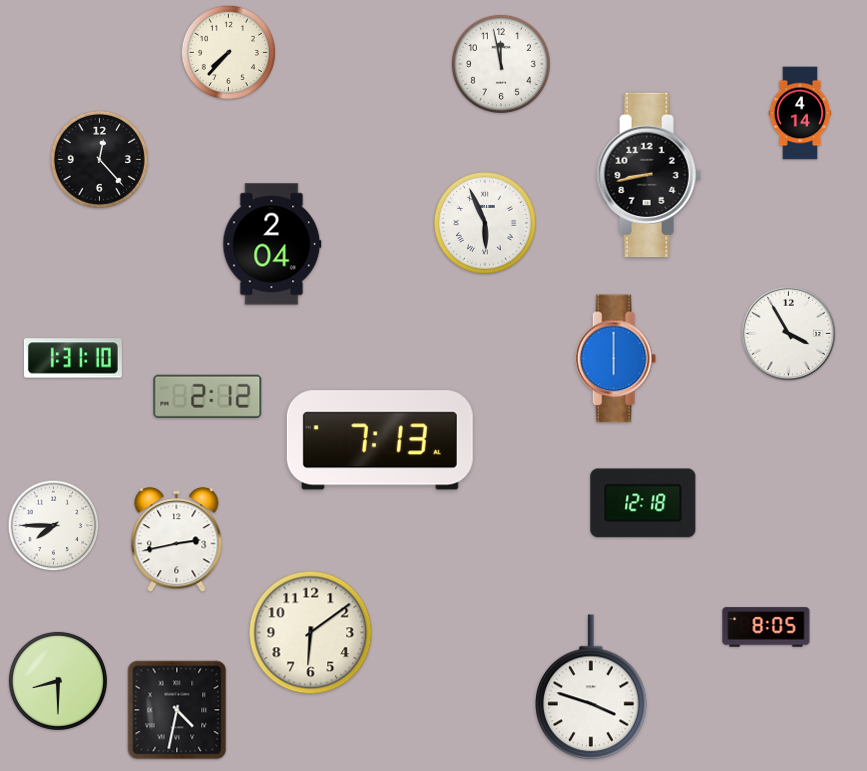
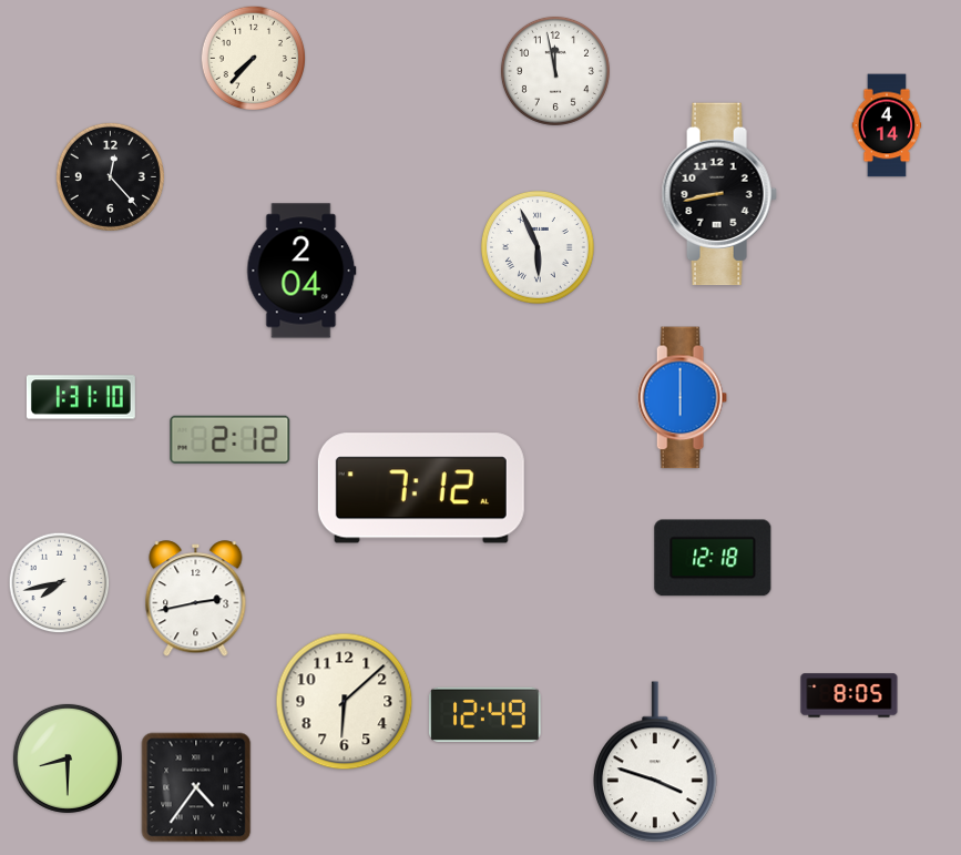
clock at (789, 334): 3:55 -> none
clock at (380, 440): 7:13 -> 7:12
clock at (54, 526): 7:45 -> 7:43
clock at (311, 633): 6:09 -> 6:08
clock at (485, 714): none -> 12:49
clock at (58, 681) position: (58, 681) -> (68, 759)
clock at (177, 710): 4:32 -> 4:36
